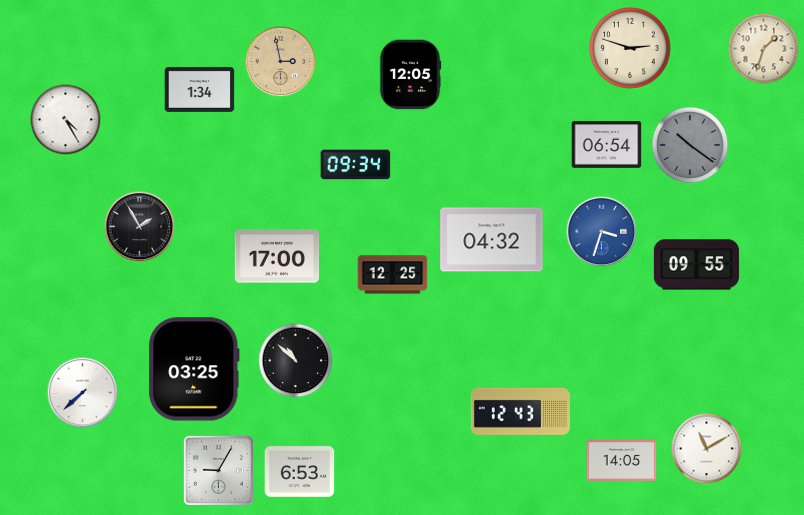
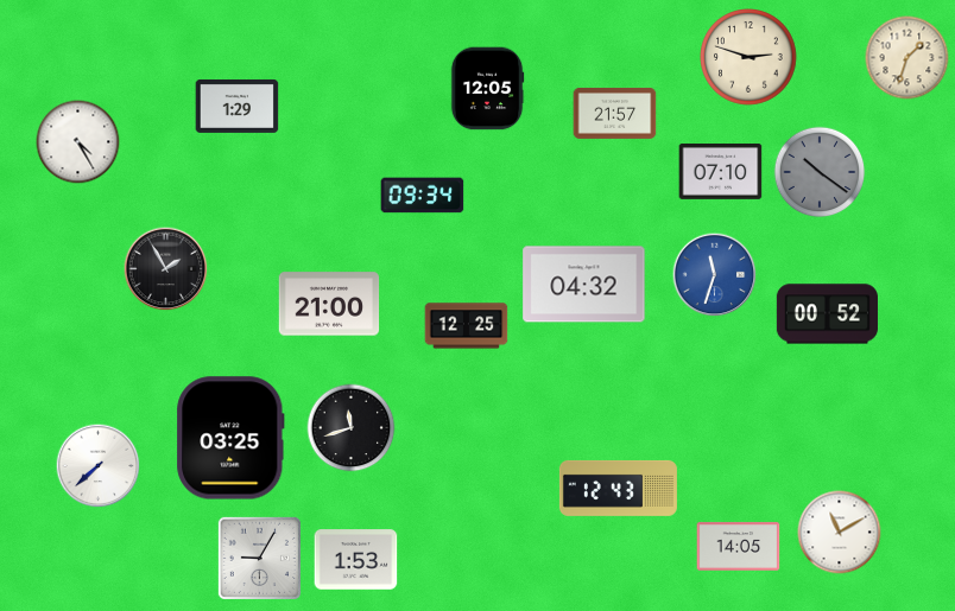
clock at (281, 62): 2:58 -> none
clock at (200, 89): 1:34 -> 1:29
clock at (615, 114): none -> 21:57
clock at (607, 145): 06:54 -> 07:10
clock at (602, 232): 3:33 -> 11:33
clock at (277, 256): 17:00 -> 21:00
clock at (696, 265): 09:55 -> 00:52
clock at (296, 361): 10:52 -> 11:42
clock at (300, 472): 6:53 -> 1:53
